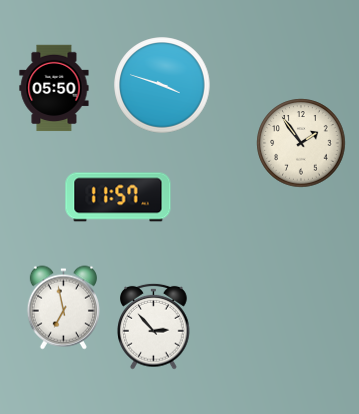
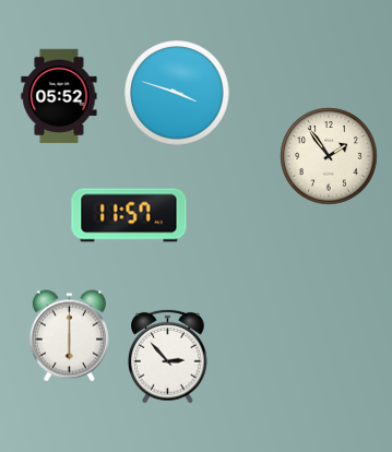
clock at (54, 88): 05:50 -> 05:52
clock at (63, 308): 6:58 -> 6:00
